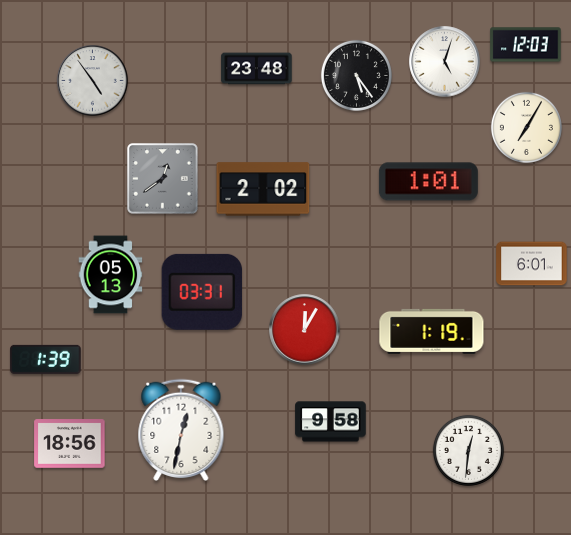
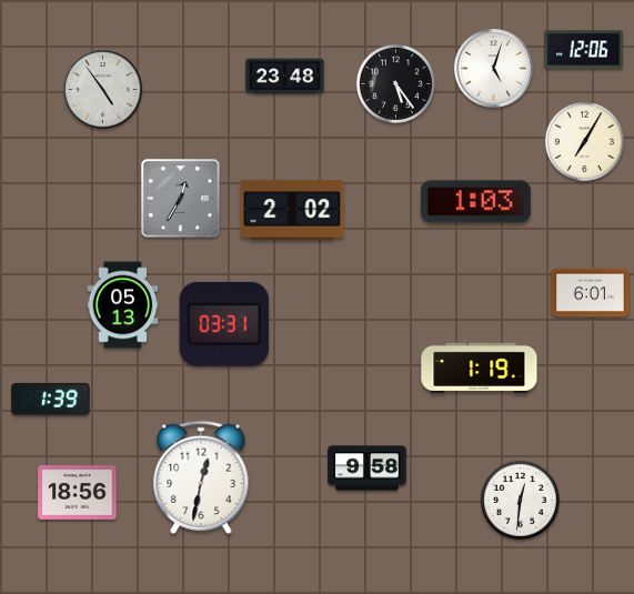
clock at (526, 45): 12:03 -> 12:06
clock at (163, 179): 12:39 -> 12:35
clock at (428, 182): 1:01 -> 1:03
clock at (305, 330): 12:05 -> none
